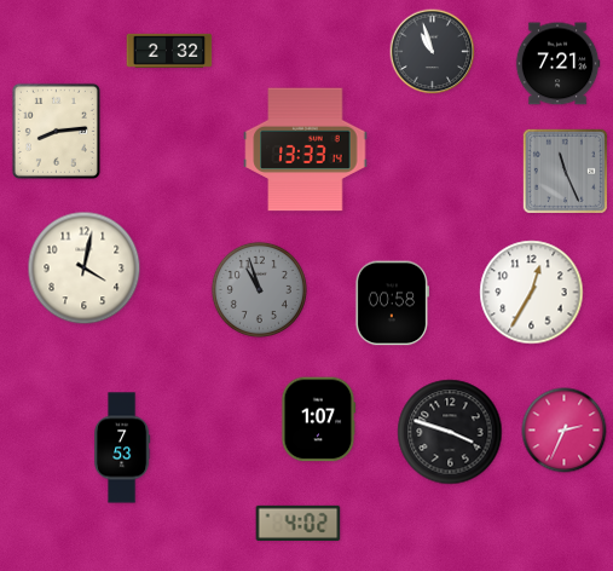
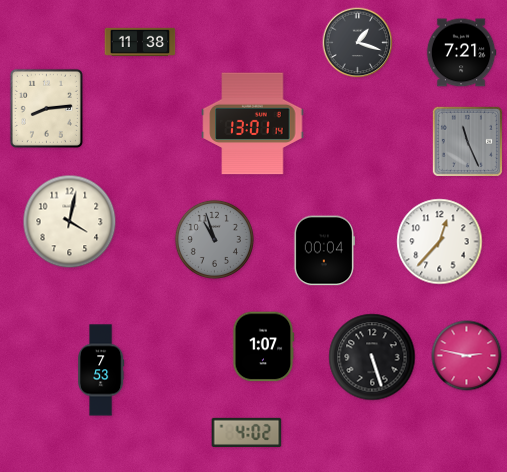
clock at (169, 51): 2:32 -> 11:38
clock at (433, 52): 10:57 -> 1:18
clock at (306, 150): 13:33 -> 13:01
clock at (532, 293): 12:35 -> 12:37
clock at (392, 304): 00:58 -> 00:04
clock at (565, 431): 2:34 -> 2:47
clock at (450, 432): 3:48 -> 5:27
